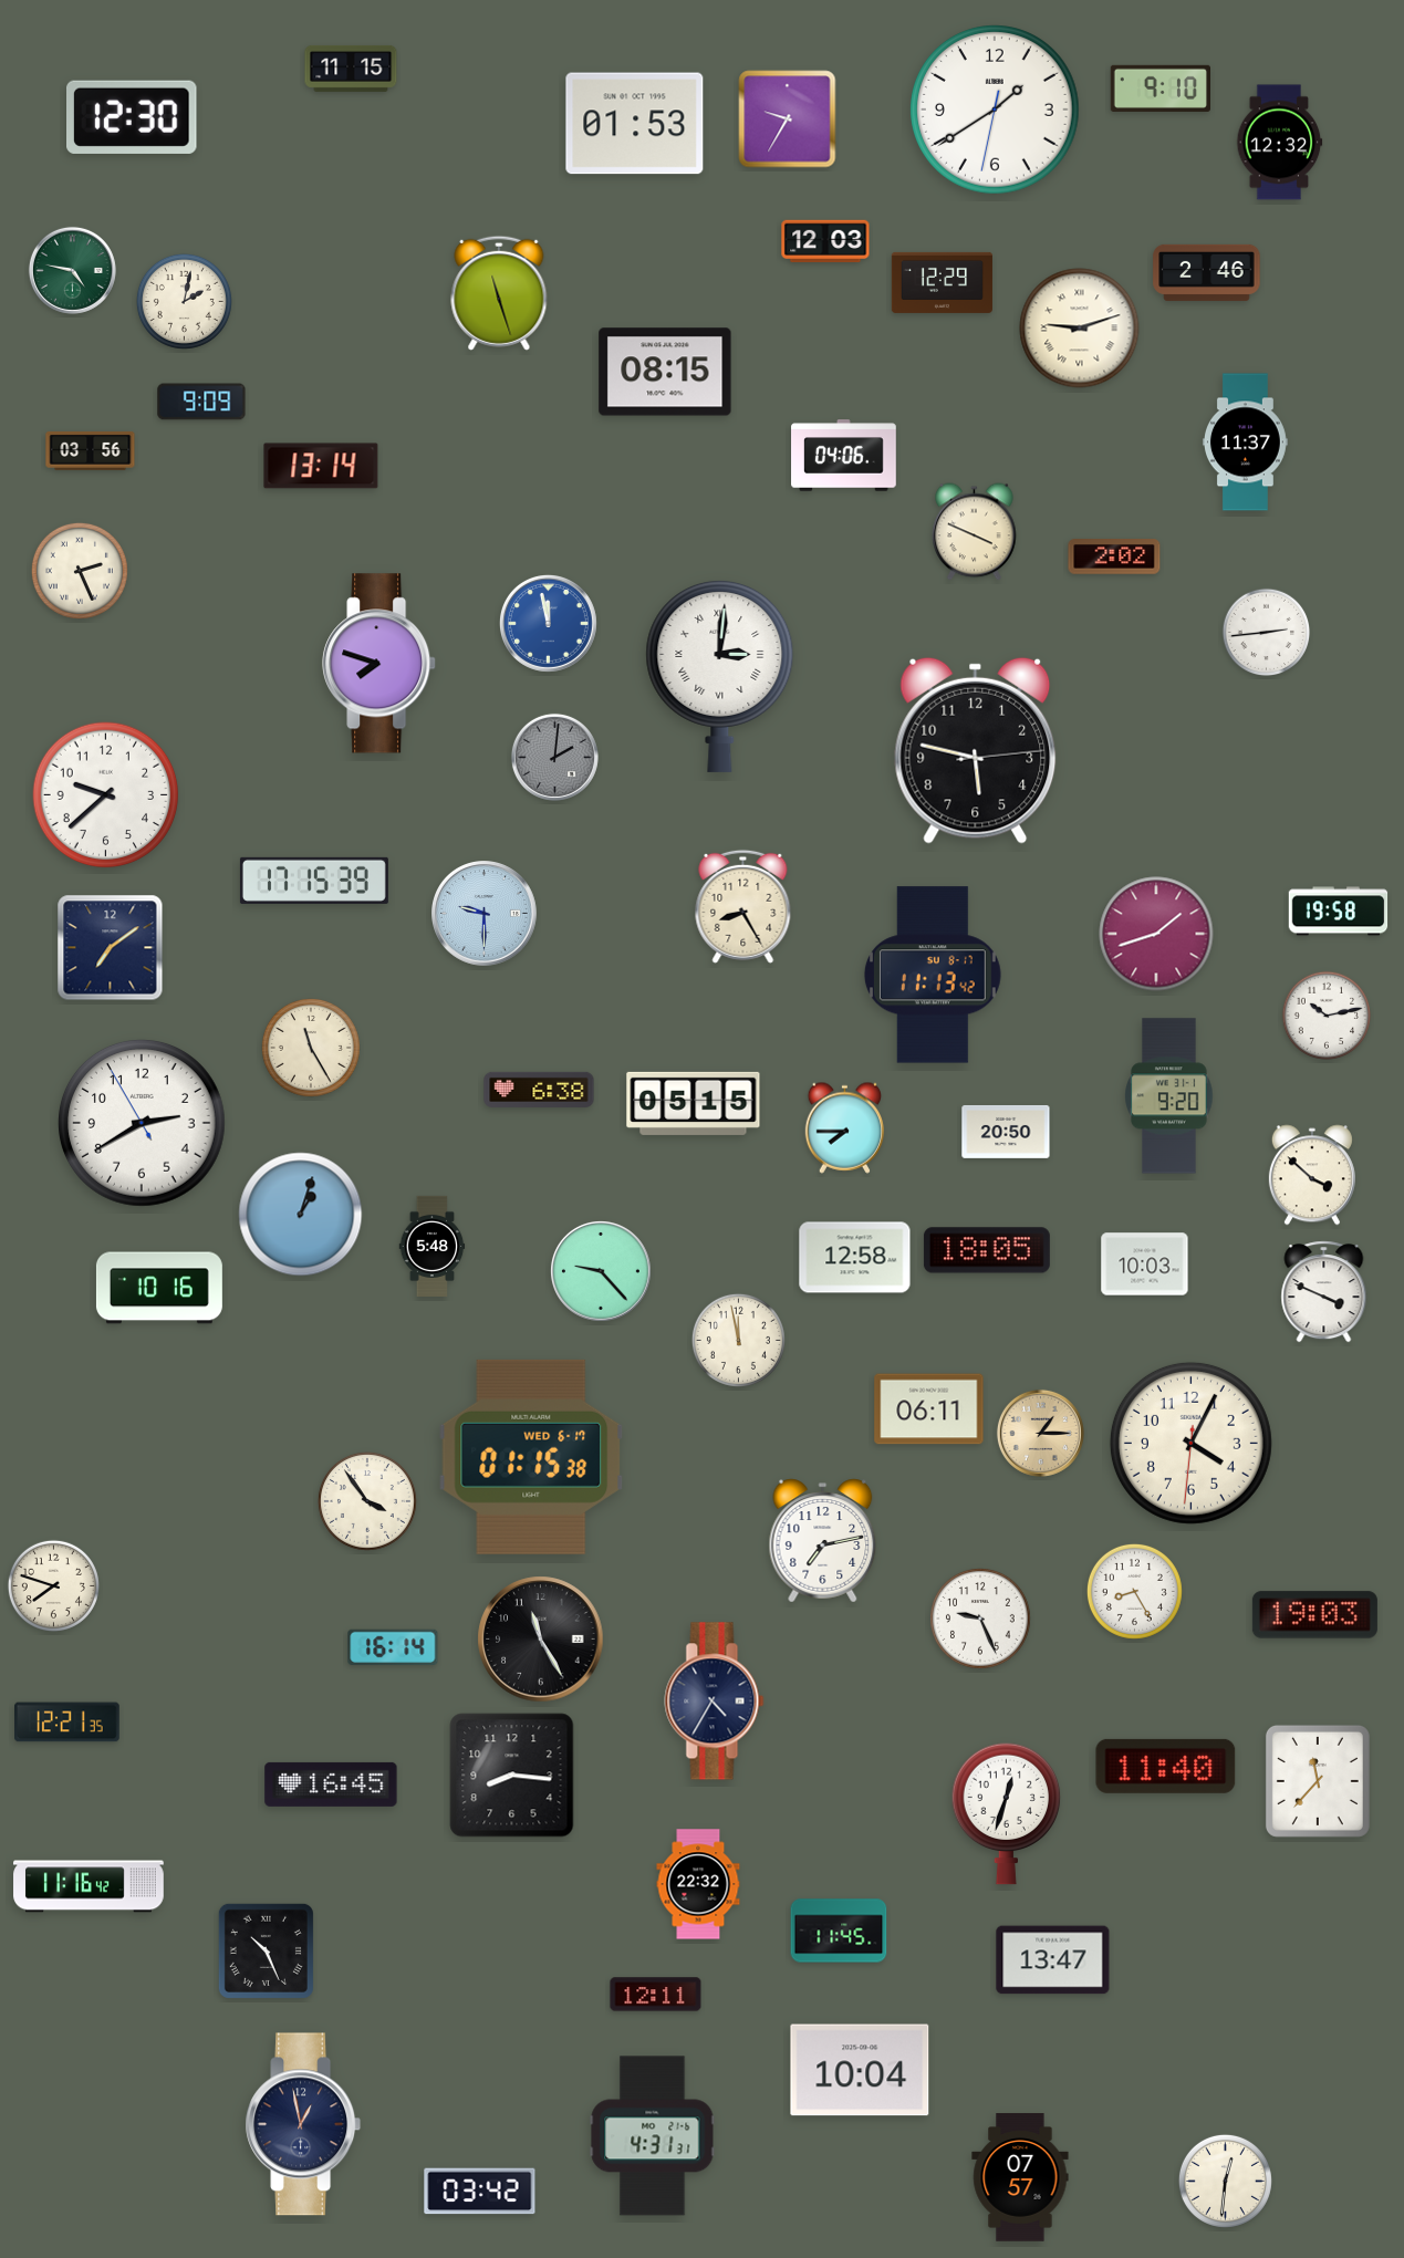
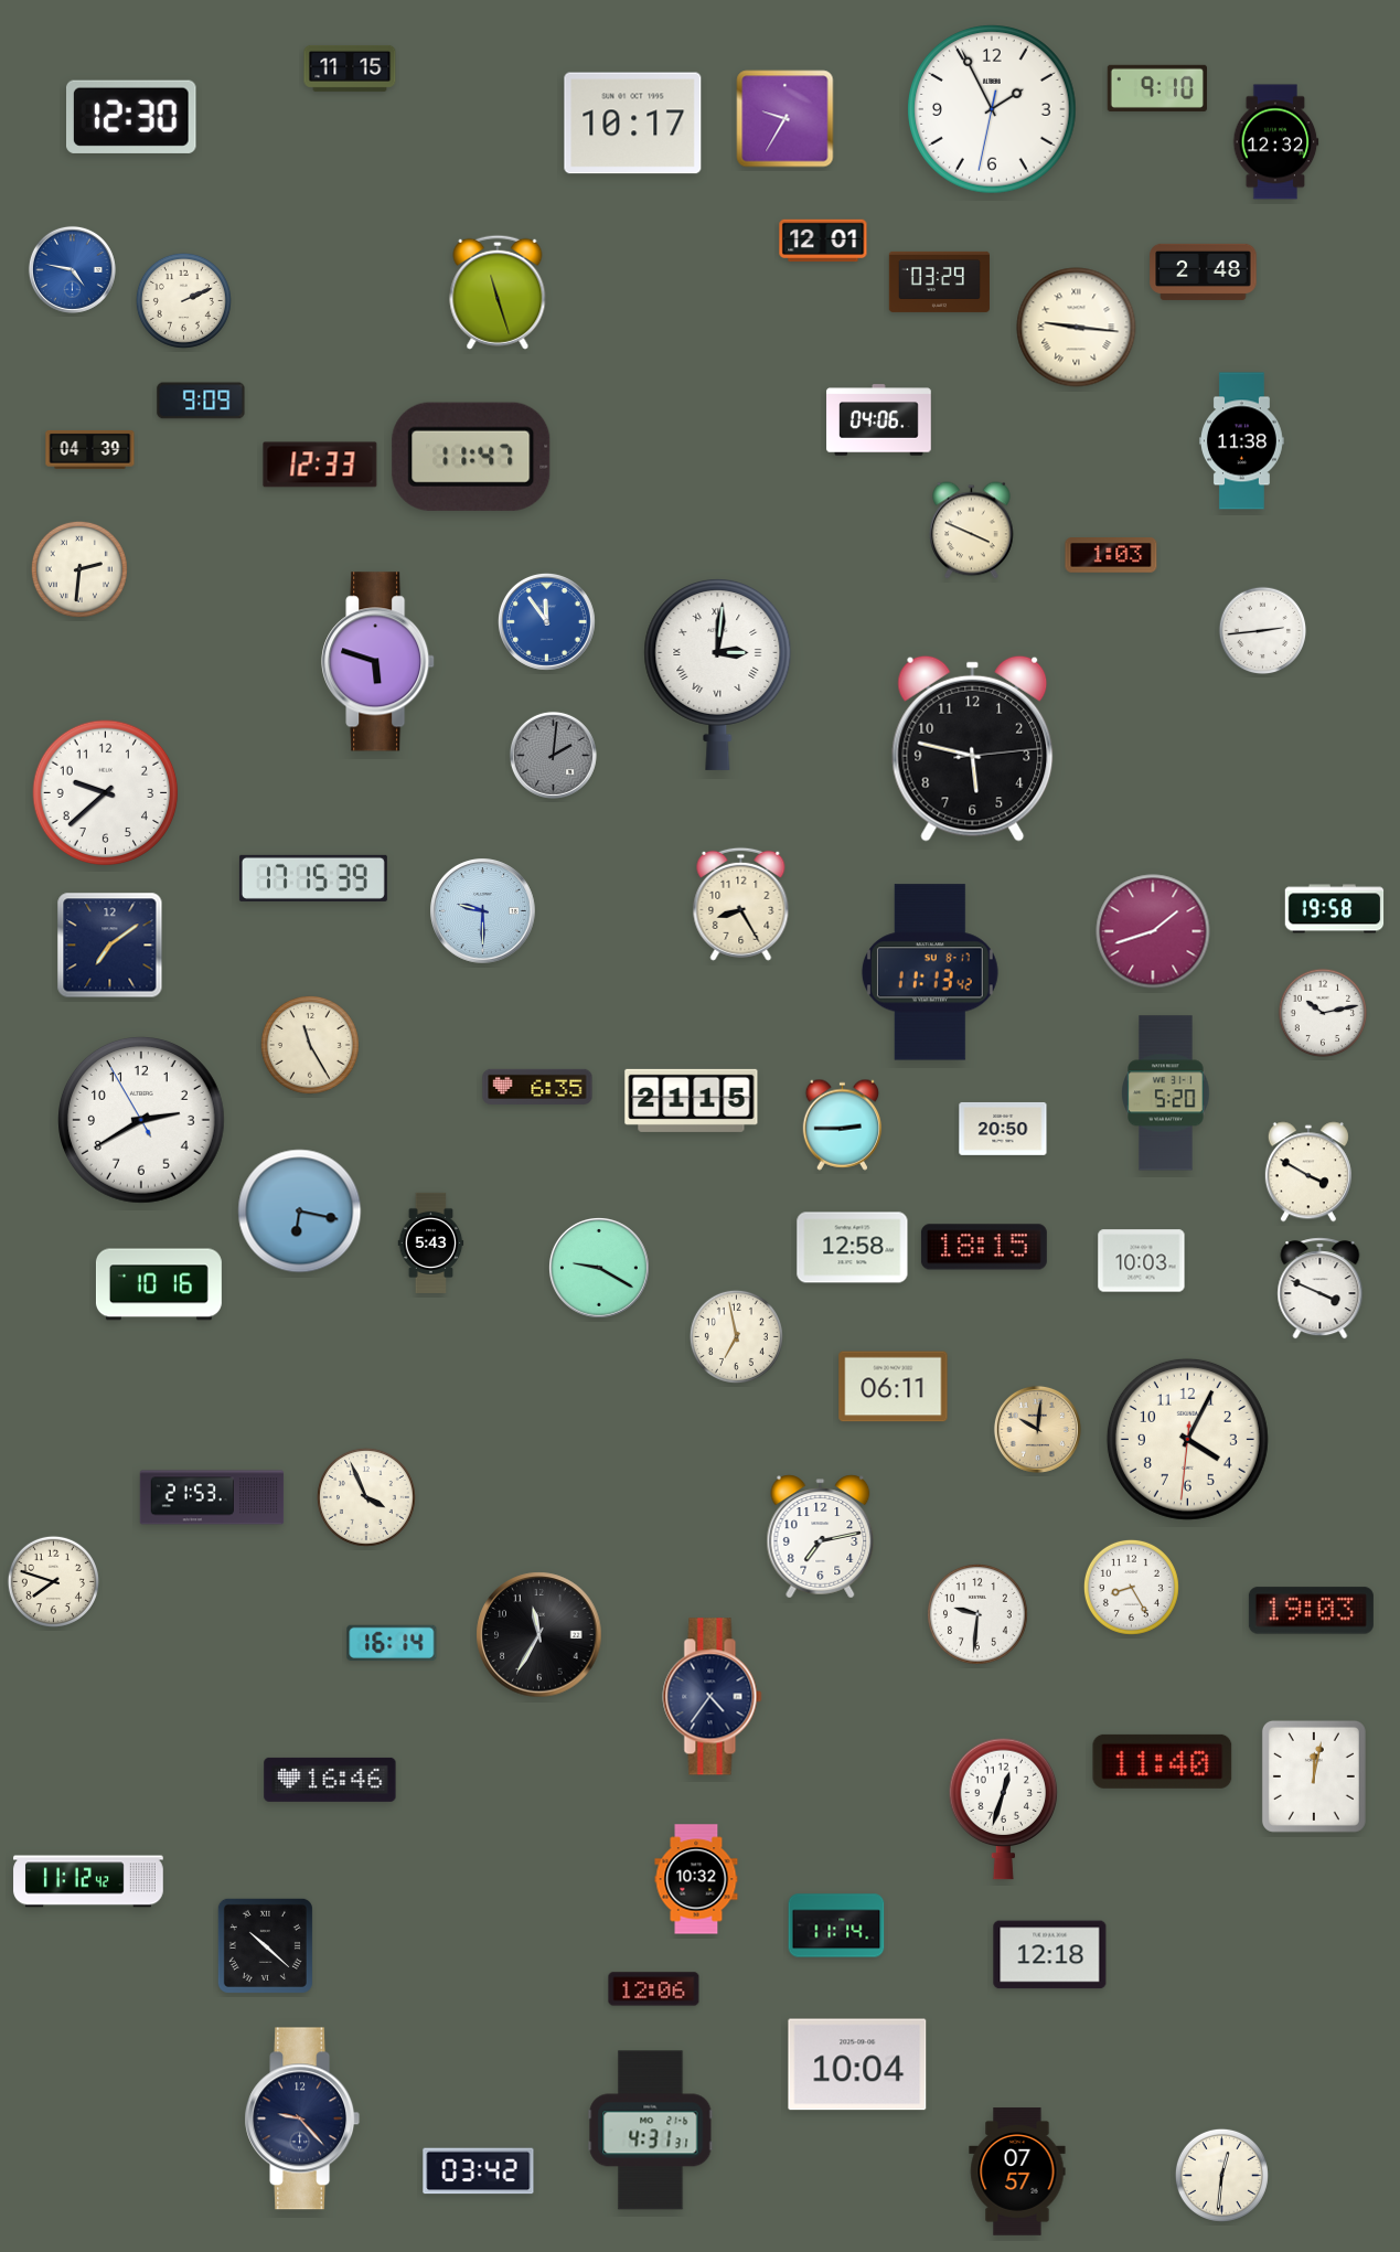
clock at (995, 110): 1:39 -> 1:55
clock at (635, 124): 01:53 -> 10:17
clock at (825, 241): 12:03 -> 12:01
clock at (72, 270) dial: green -> blue
clock at (1207, 272): 2:46 -> 2:48
clock at (942, 282): 12:29 -> 03:29
clock at (184, 301): 2:02 -> 2:11
clock at (1080, 329): 9:12 -> 9:16
clock at (665, 372): 08:15 -> none
clock at (1245, 443): 11:37 -> 11:38
clock at (91, 450): 03:56 -> 04:39
clock at (844, 456) position: (844, 456) -> (879, 420)
clock at (471, 457): none -> 11:47
clock at (321, 466): 13:14 -> 12:33
clock at (1114, 558): 2:02 -> 1:03
clock at (80, 571): 2:26 -> 2:31
clock at (548, 623): 11:58 -> 11:54
clock at (379, 664): 7:48 -> 5:48
clock at (539, 1090): 6:38 -> 6:35
clock at (1169, 1096): 9:20 -> 5:20
clock at (694, 1103): 05:15 -> 21:15
clock at (845, 1127): 7:45 -> 2:45
clock at (1312, 1175): 3:52 -> 3:50
clock at (301, 1215): 1:03 -> 6:17
clock at (433, 1246): 5:48 -> 5:43
clock at (987, 1250): 18:05 -> 18:15
clock at (855, 1258) position: (855, 1258) -> (853, 1248)
clock at (601, 1271): 9:23 -> 9:20
clock at (738, 1340): 11:58 -> 6:58
clock at (929, 1409) position: (929, 1409) -> (894, 1387)
clock at (1040, 1433): 1:15 -> 10:01
clock at (531, 1457): 01:15 -> none
clock at (212, 1497): none -> 21:53
clock at (367, 1501): 3:54 -> 3:56
clock at (981, 1620): 9:26 -> 9:31
clock at (541, 1640): 11:25 -> 11:35
clock at (715, 1702): 4:35 -> 4:36
clock at (67, 1723): 12:21 -> none
clock at (512, 1776): 8:16 -> none
clock at (1318, 1781): 11:37 -> 12:02
clock at (331, 1784): 16:45 -> 16:46
clock at (698, 1884): 22:32 -> 10:32
clock at (89, 1886): 11:16 -> 11:12
clock at (839, 1931): 11:45 -> 11:14
clock at (266, 1950): 10:26 -> 10:22
clock at (1053, 1960): 13:47 -> 12:18
clock at (656, 1995): 12:11 -> 12:06
clock at (303, 2124): 12:58 -> 9:23
clock at (480, 2192) position: (480, 2192) -> (479, 2171)
